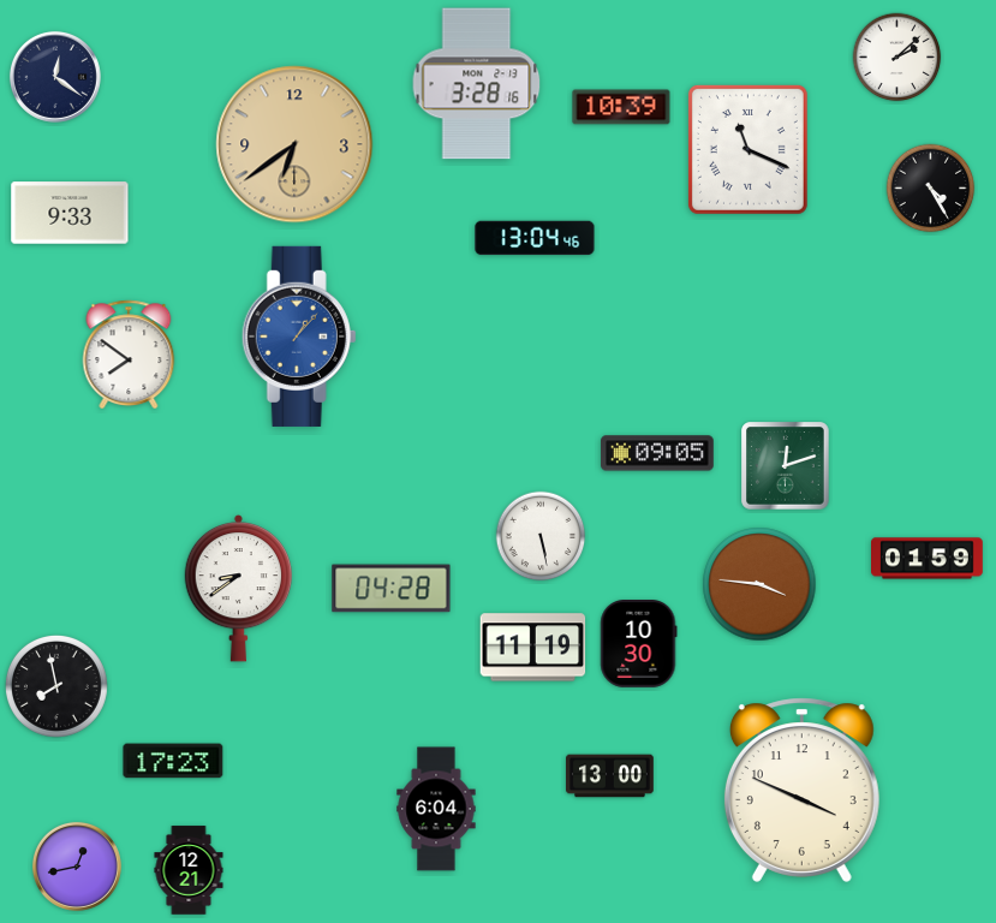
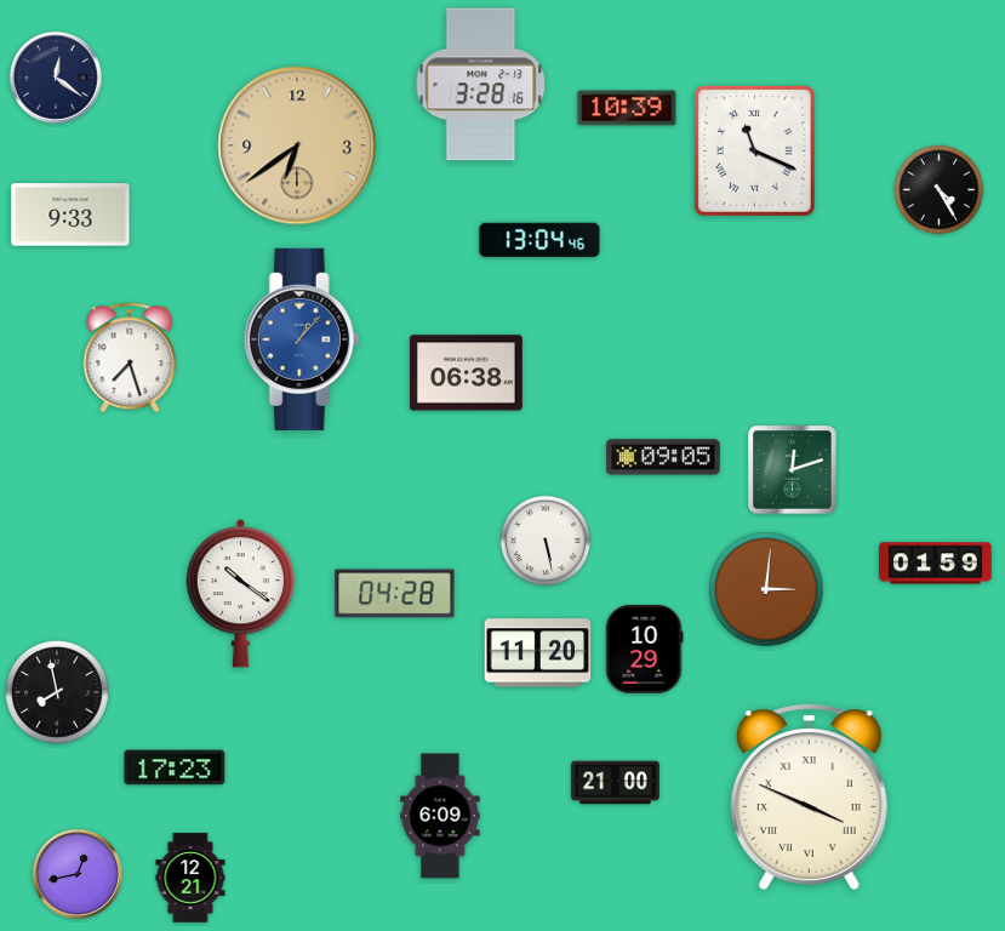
clock at (897, 58): 2:08 -> none
clock at (129, 355): 7:51 -> 7:27
clock at (466, 373): none -> 06:38
clock at (759, 584): 3:46 -> 3:01
clock at (239, 588): 8:39 -> 10:21
clock at (639, 644): 10:30 -> 10:29
clock at (533, 648): 11:19 -> 11:20
clock at (610, 776): 13:00 -> 21:00
clock at (801, 790) numerals: Arabic -> Roman
clock at (436, 809): 6:04 -> 6:09
